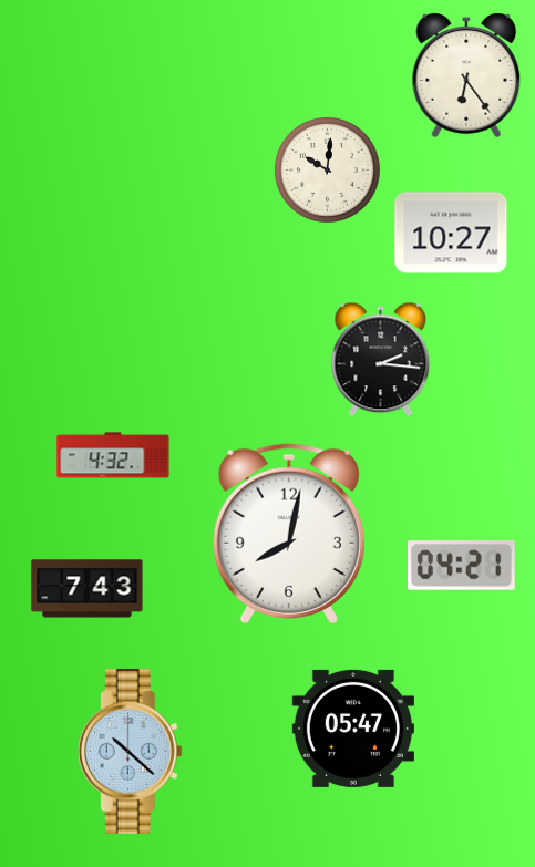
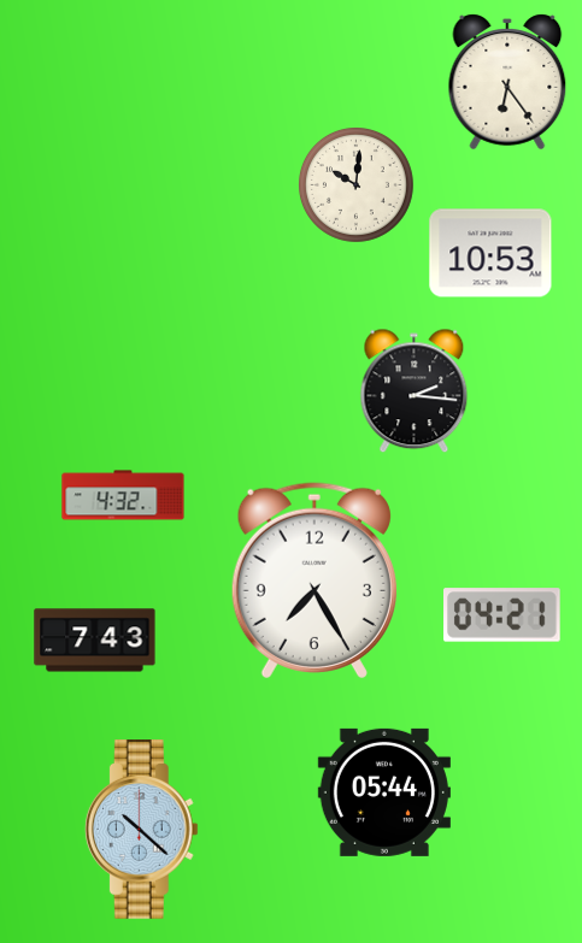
clock at (451, 233): 10:27 -> 10:53
clock at (289, 534): 8:02 -> 7:25
clock at (353, 729): 05:47 -> 05:44
clock at (130, 752) position: (130, 752) -> (141, 830)
